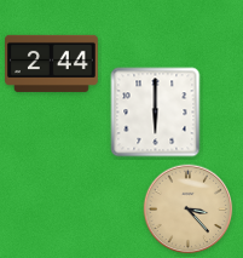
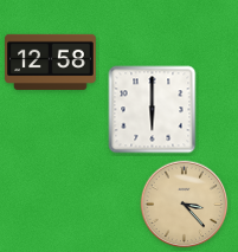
clock at (52, 63): 2:44 -> 12:58
